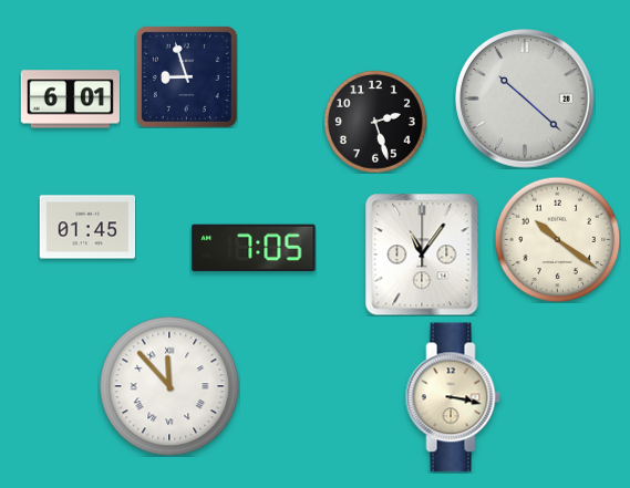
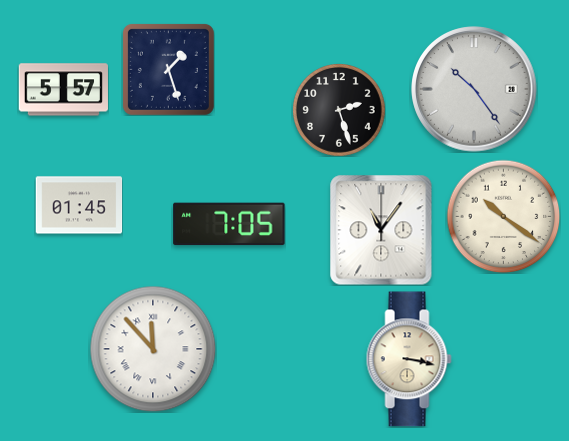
clock at (186, 76): 8:57 -> 1:27
clock at (525, 98): 10:22 -> 10:24
clock at (70, 100): 6:01 -> 5:57
